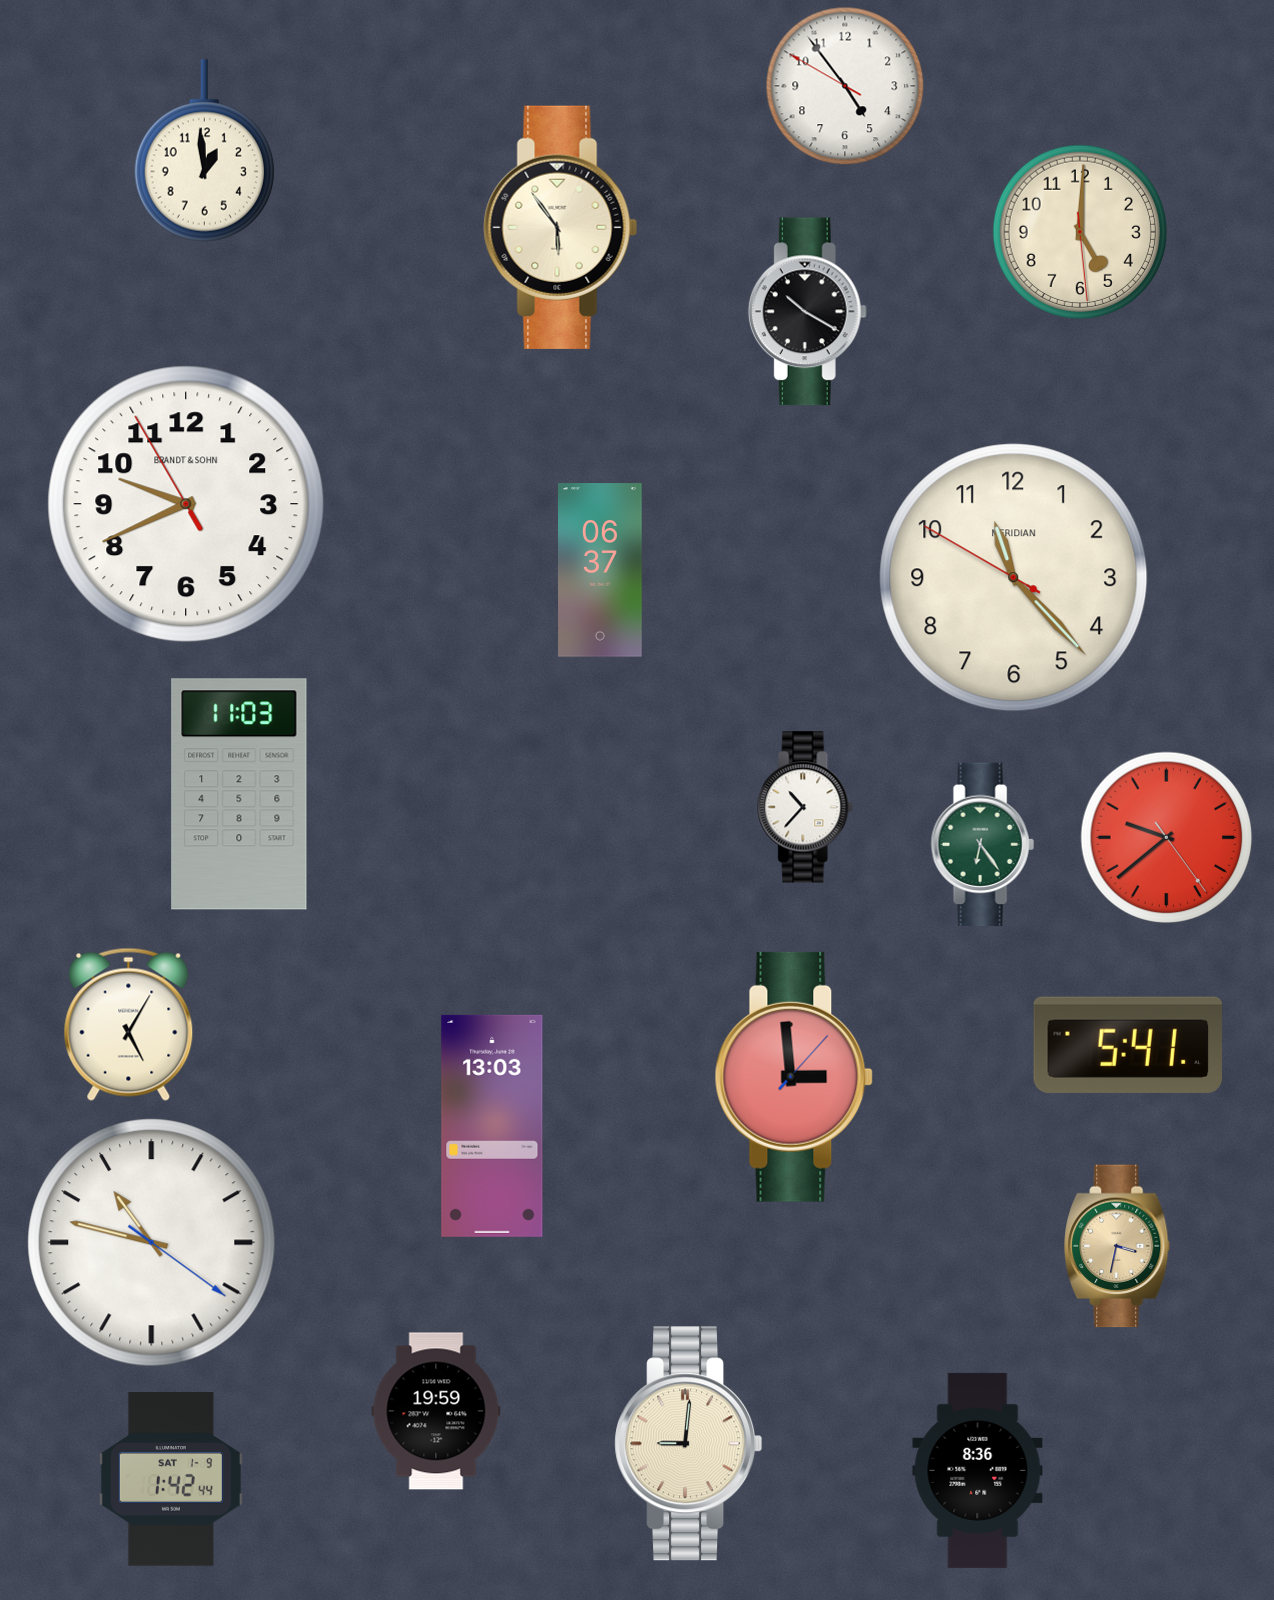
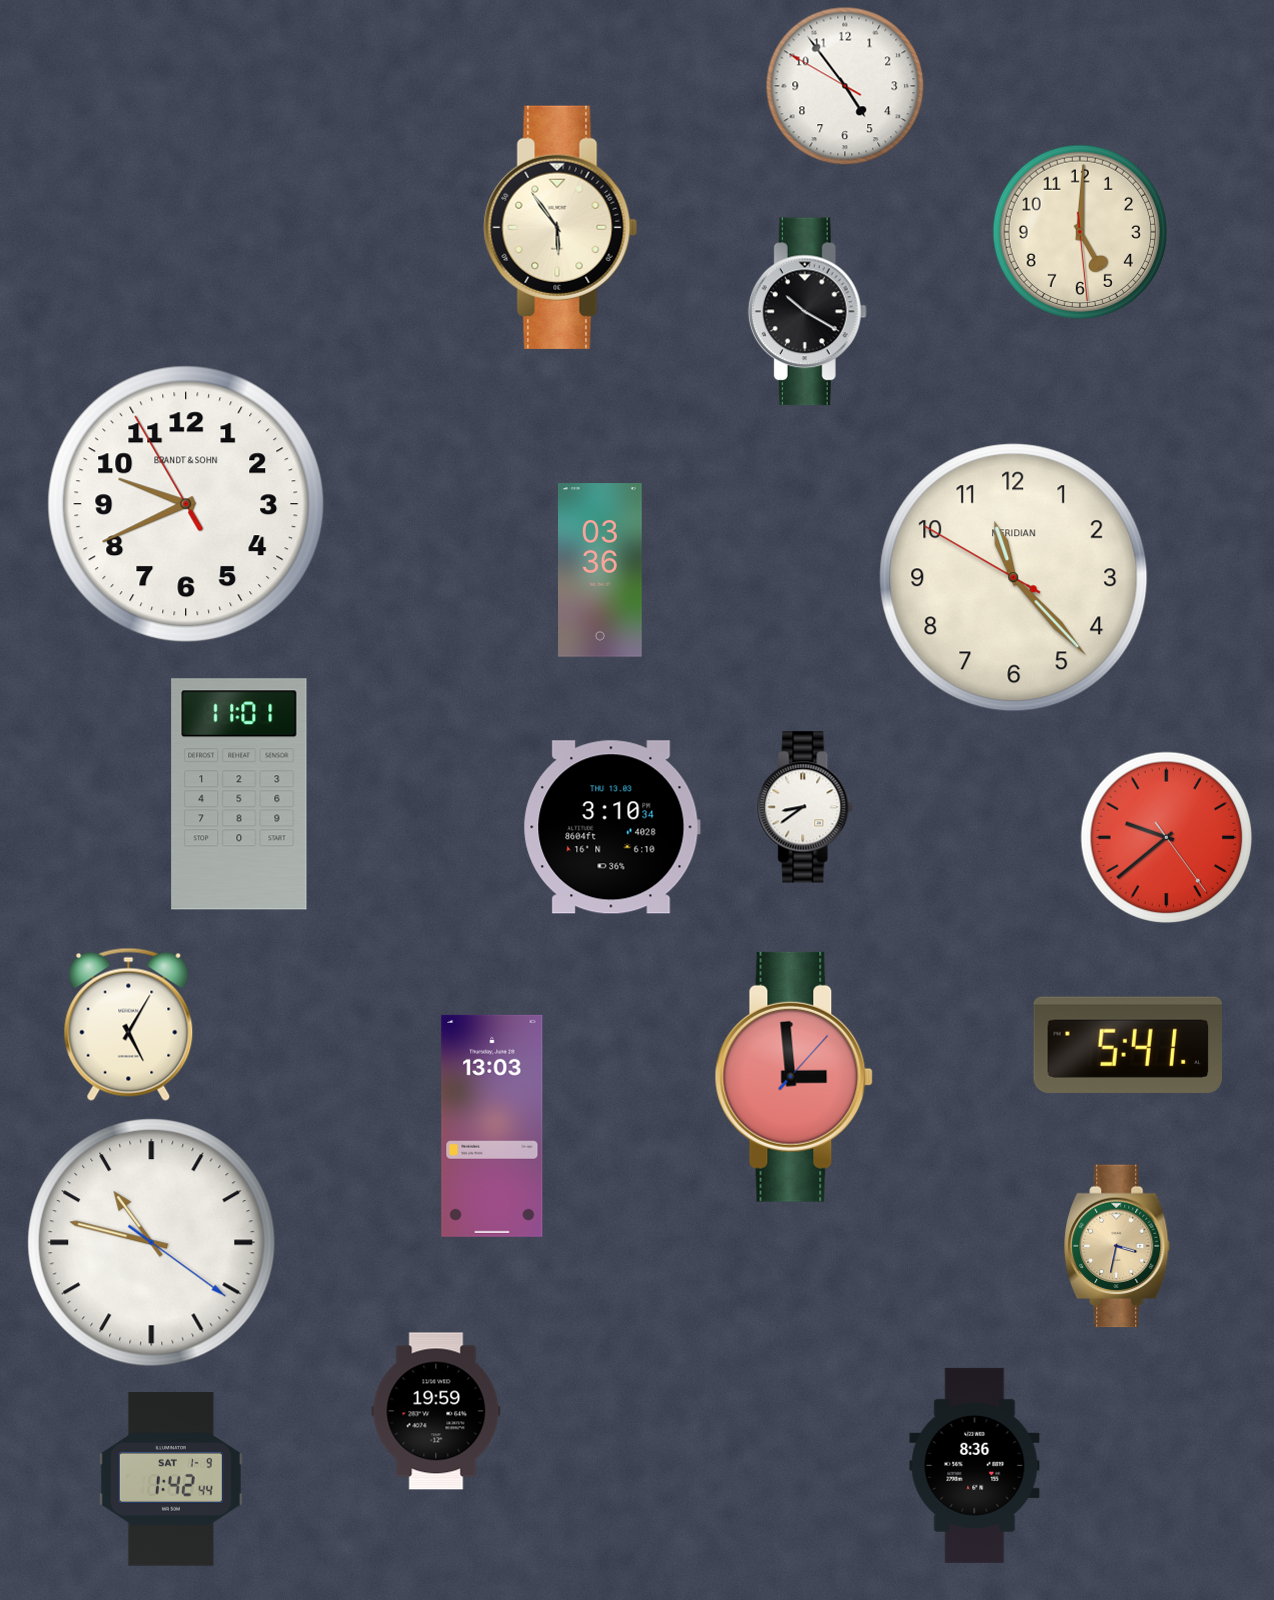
clock at (204, 151): 12:59 -> none
clock at (601, 570): 06:37 -> 03:36
clock at (239, 794): 11:03 -> 11:01
clock at (806, 807): 10:37 -> 8:39
clock at (612, 827): none -> 3:10
clock at (982, 845): 6:24 -> none
clock at (689, 1444): 9:01 -> none
clock at (978, 1470) position: (978, 1470) -> (975, 1465)
